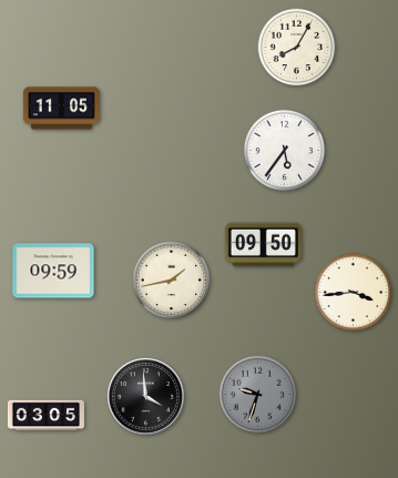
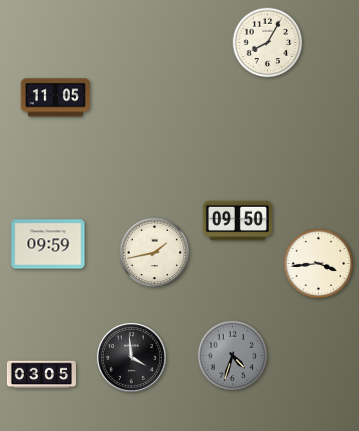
clock at (284, 150): 5:36 -> none
clock at (258, 395): 9:33 -> 4:33
